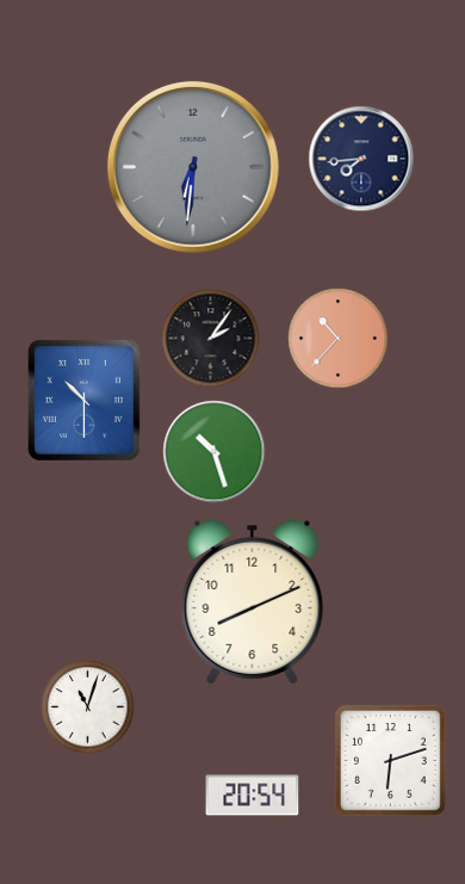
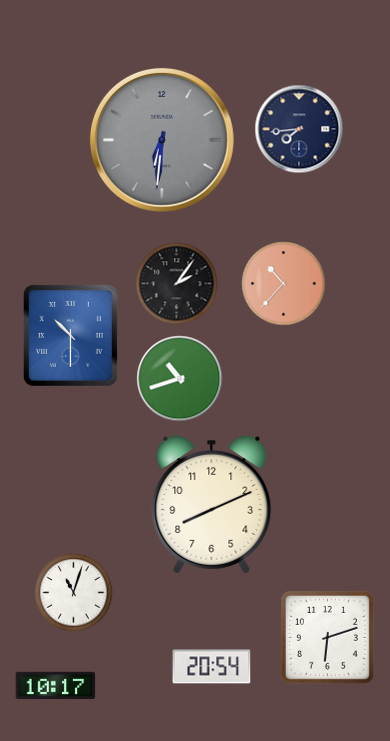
clock at (361, 159) position: (361, 159) -> (299, 129)
clock at (215, 452): 10:27 -> 10:42
clock at (56, 686): none -> 10:17
